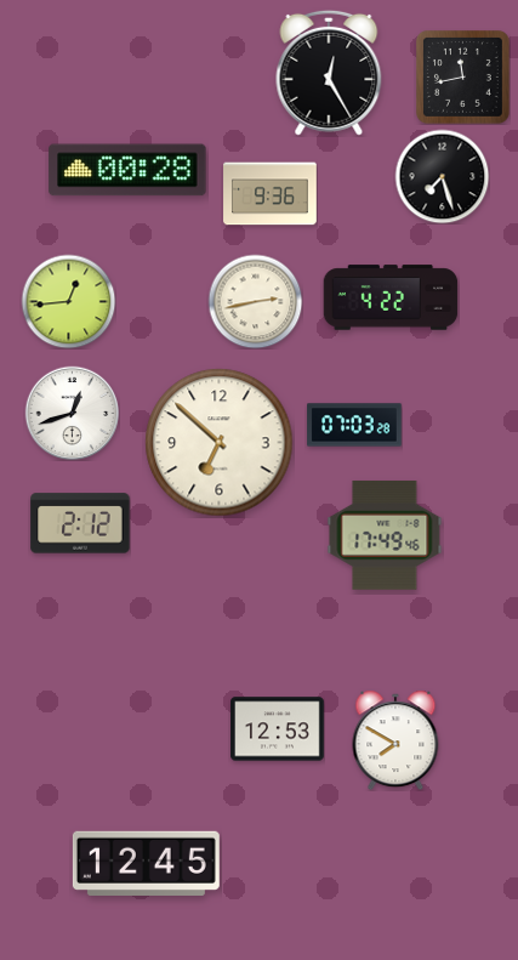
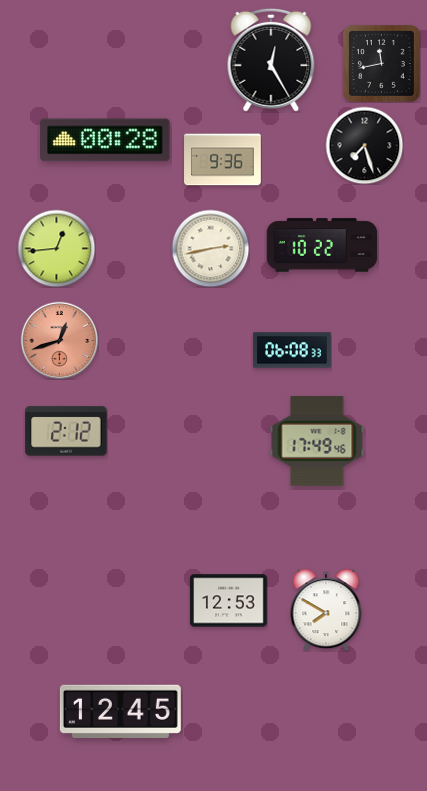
clock at (391, 297): 4:22 -> 10:22
clock at (72, 413) dial: white -> salmon
clock at (354, 425): 07:03 -> 06:08
clock at (220, 443): 6:52 -> none
